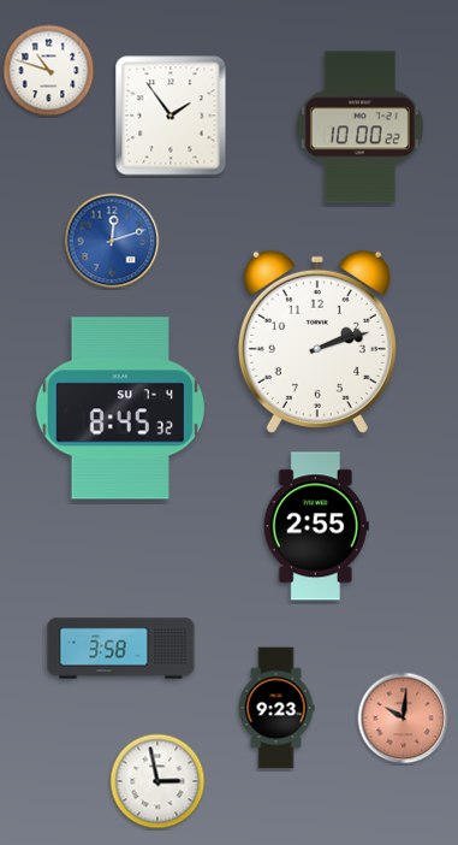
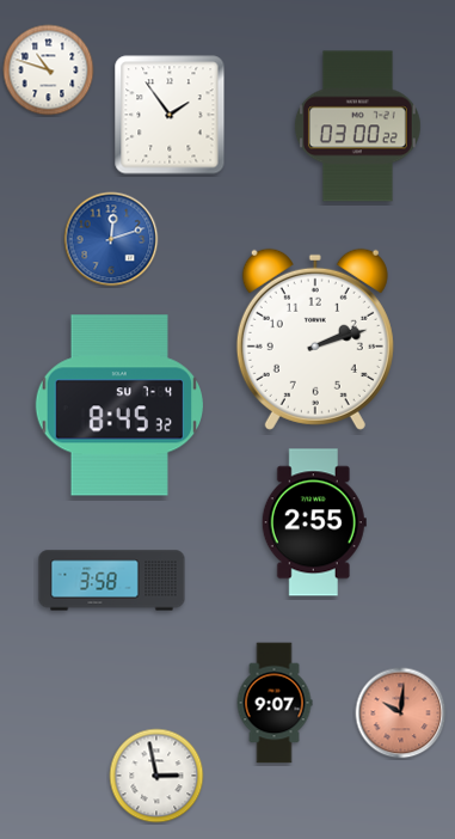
clock at (359, 128): 10:00 -> 03:00
clock at (121, 649) position: (121, 649) -> (112, 581)
clock at (276, 708): 9:23 -> 9:07
